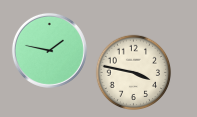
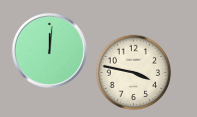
clock at (49, 50): 1:47 -> 12:01
